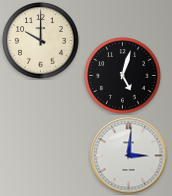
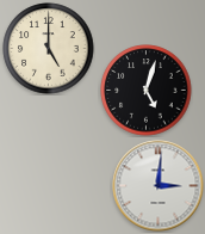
clock at (41, 41): 10:00 -> 5:00
clock at (129, 156) position: (129, 156) -> (159, 186)
